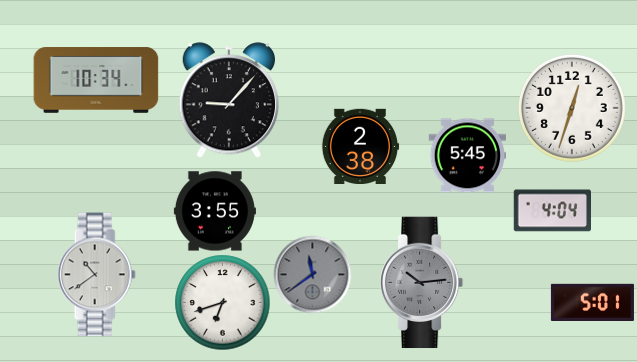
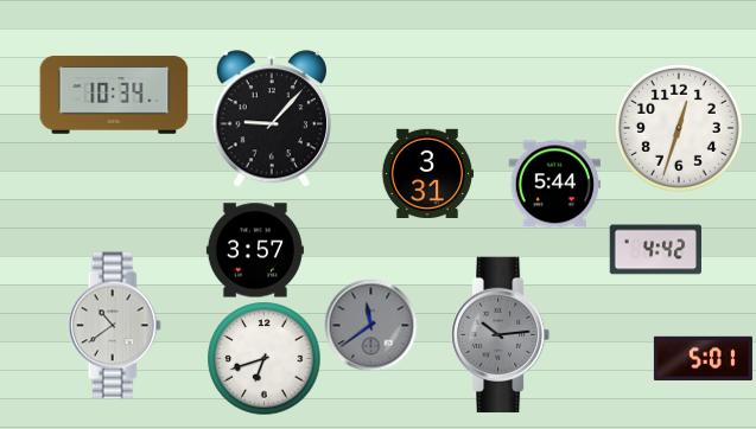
clock at (360, 146): 2:38 -> 3:31
clock at (467, 156): 5:45 -> 5:44
clock at (215, 211): 3:55 -> 3:57
clock at (552, 211): 4:04 -> 4:42
